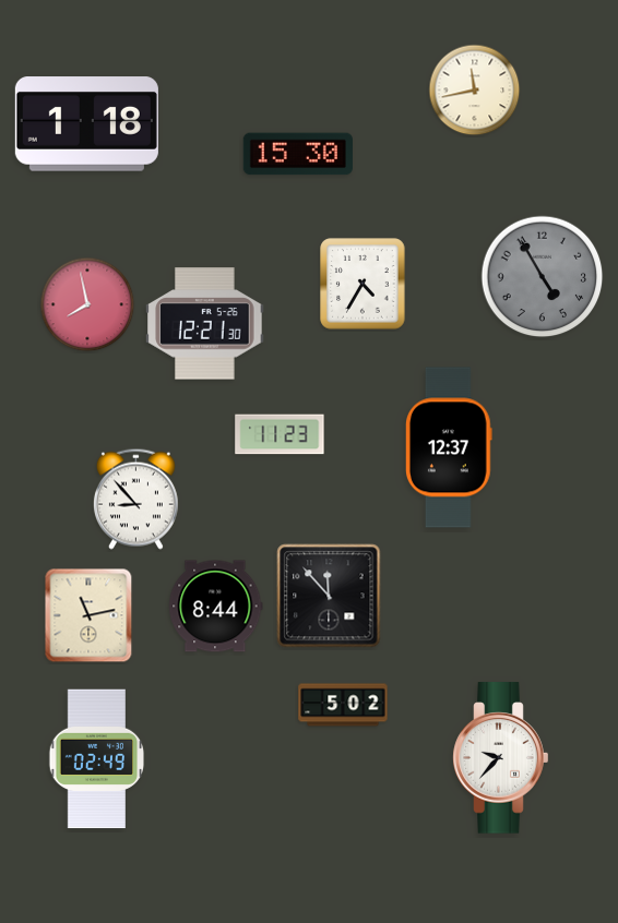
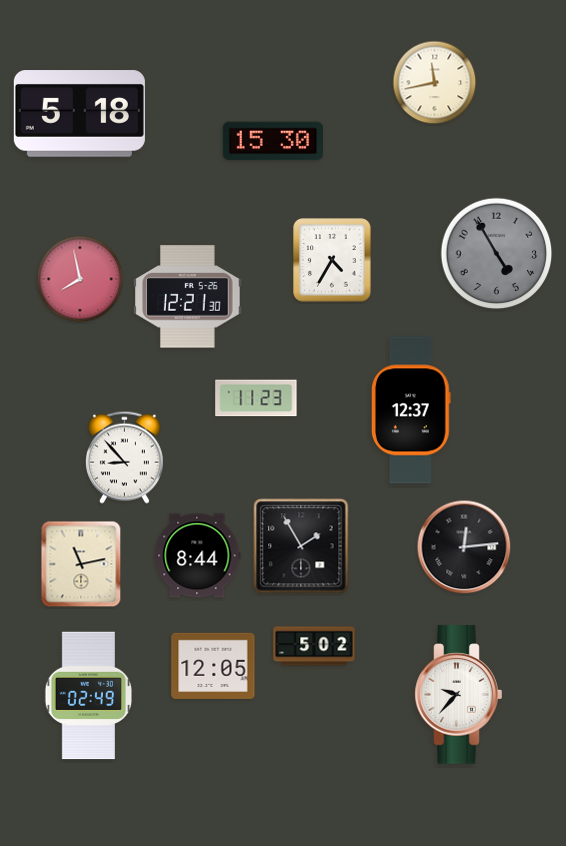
clock at (86, 124): 1:18 -> 5:18
clock at (329, 596): 11:53 -> 1:55
clock at (464, 547): none -> 12:14
clock at (213, 666): none -> 12:05
